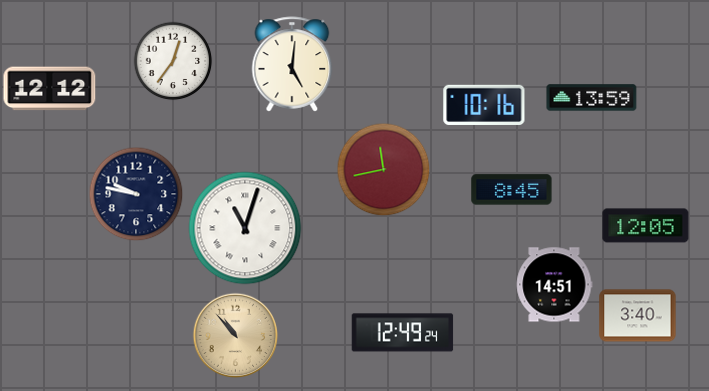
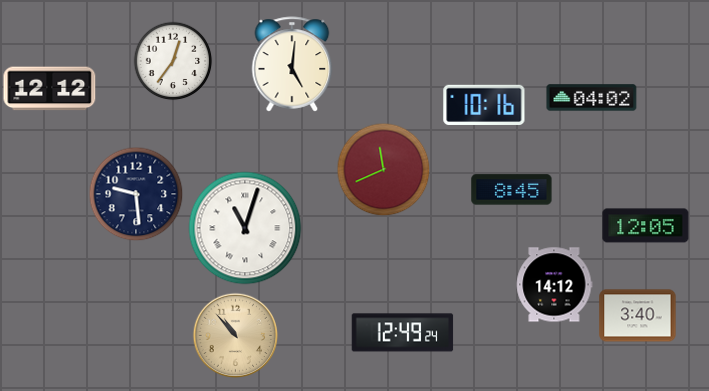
clock at (592, 98): 13:59 -> 04:02
clock at (383, 169): 11:43 -> 11:41
clock at (136, 194): 9:47 -> 9:29
clock at (554, 285): 14:51 -> 14:12
